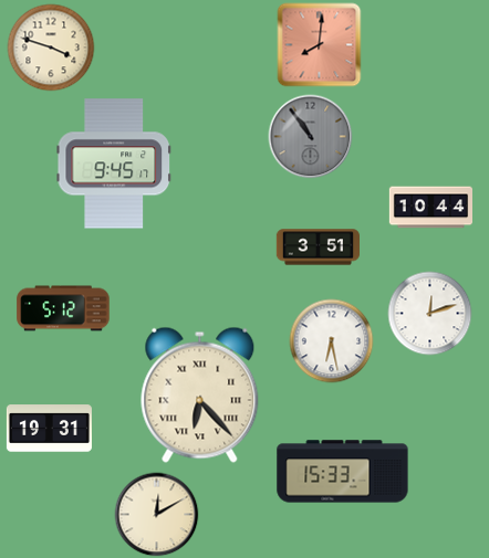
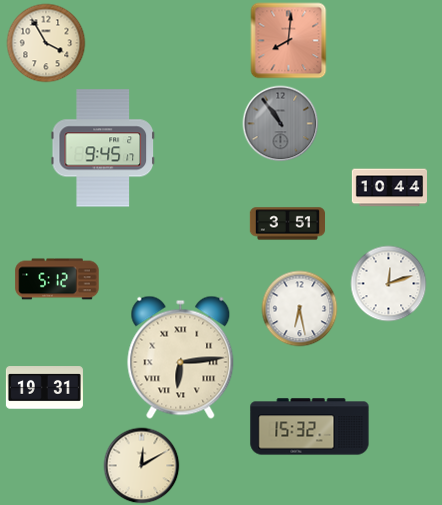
clock at (51, 48): 3:48 -> 3:55
clock at (200, 394): 6:23 -> 6:14
clock at (343, 472): 15:33 -> 15:32
